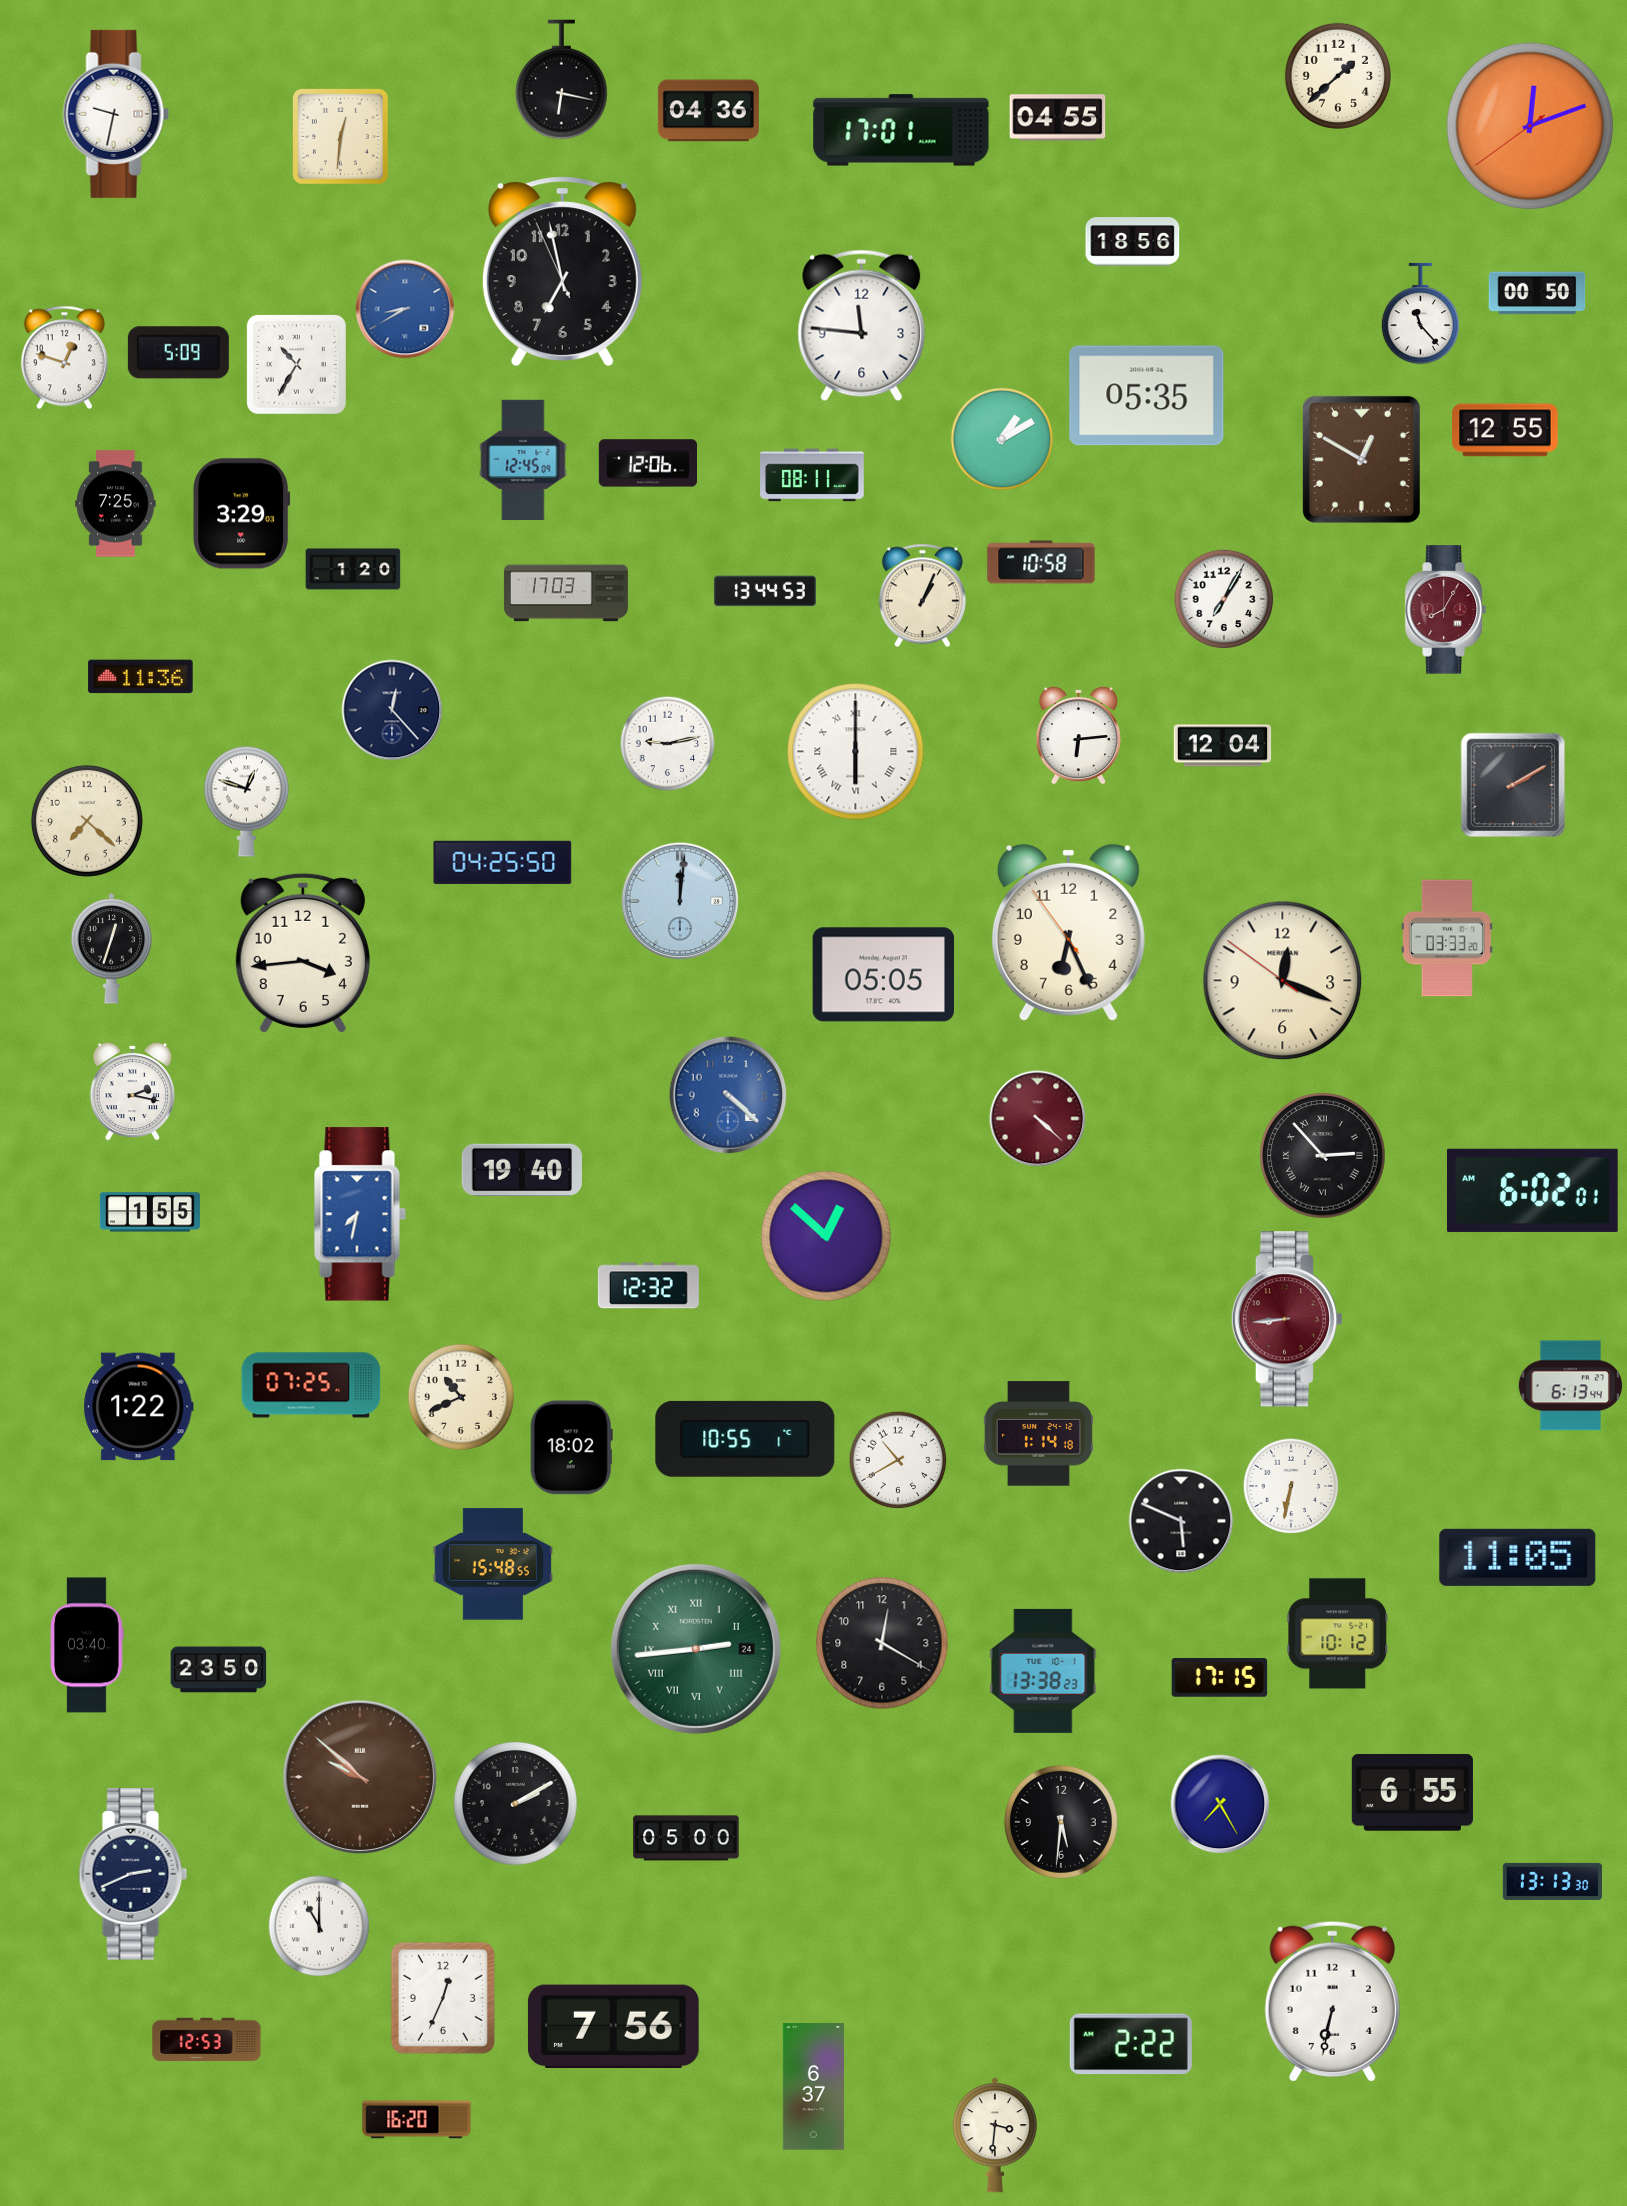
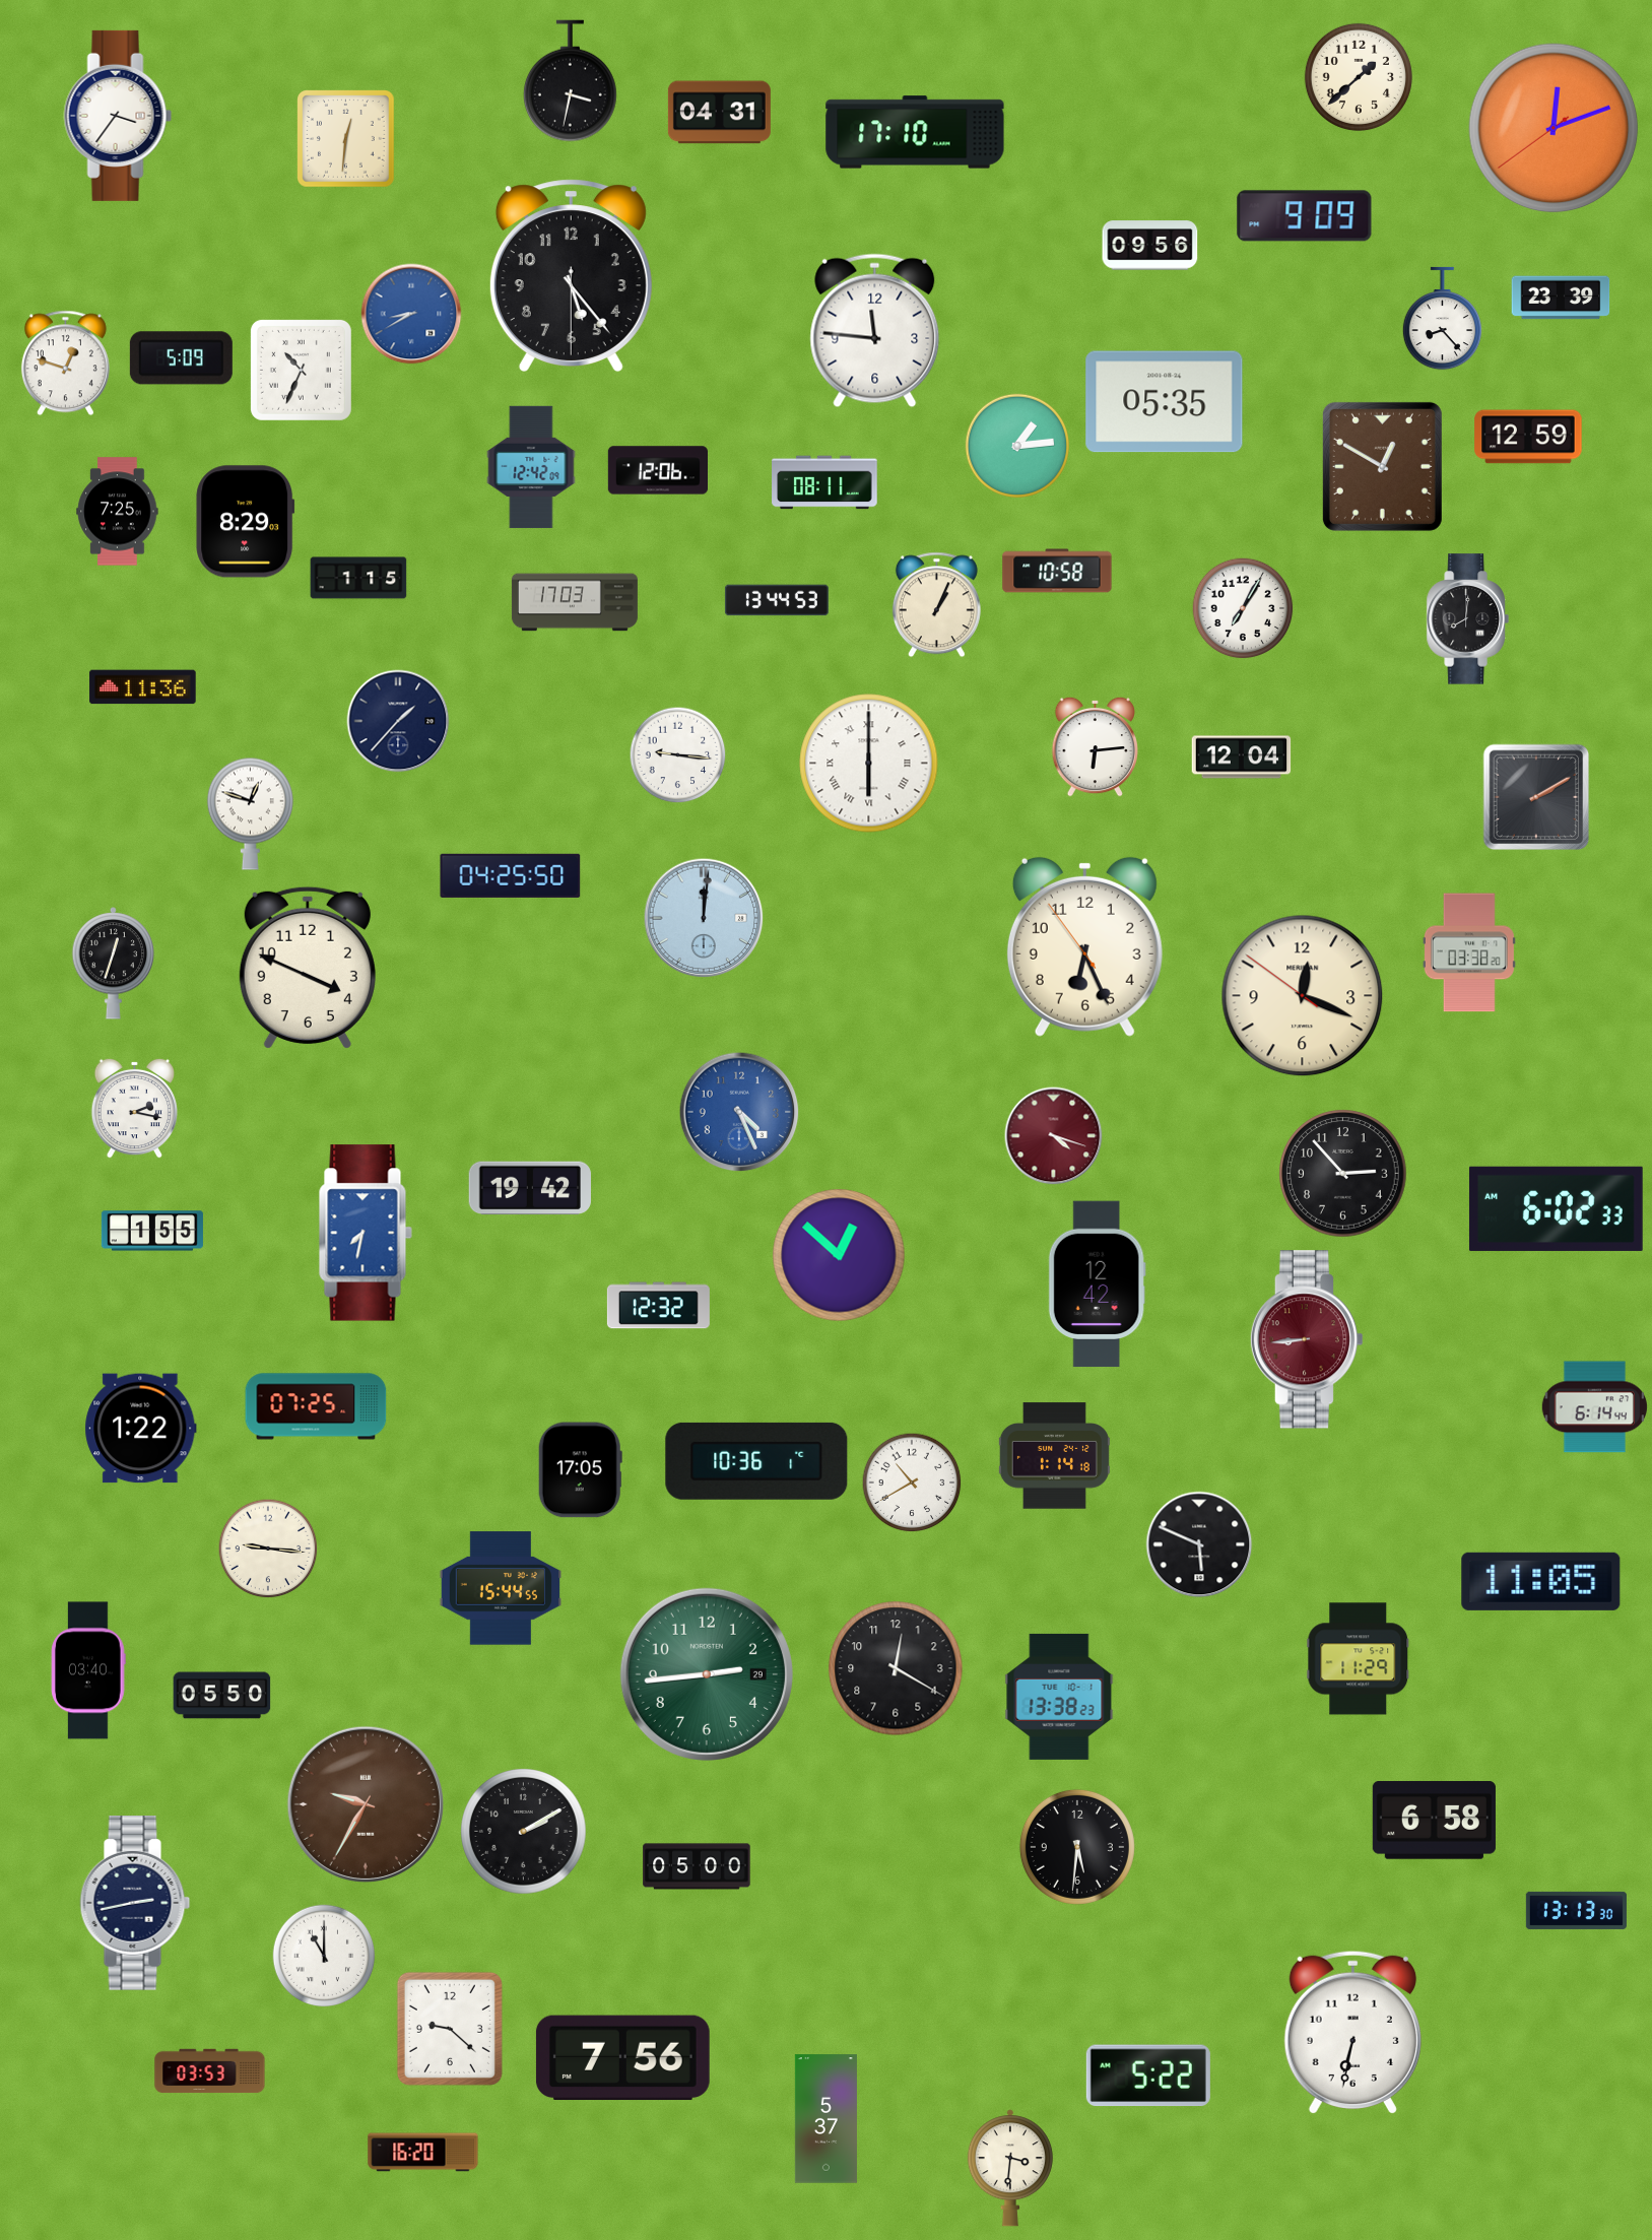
clock at (561, 80): 6:17 -> 3:32
clock at (708, 111): 04:36 -> 04:31
clock at (116, 114): 9:32 -> 3:36
clock at (1058, 118): 04:55 -> none
clock at (901, 130): 17:01 -> 17:10
clock at (1305, 216): none -> 9:09
clock at (1133, 242): 18:56 -> 09:56
clock at (562, 271): 6:57 -> 5:23
clock at (1537, 293): 00:50 -> 23:39
clock at (1420, 314): 11:23 -> 8:23
clock at (296, 364): 10:35 -> 10:34
clock at (1505, 430): 12:55 -> 12:59
clock at (1001, 438): 1:10 -> 1:14
clock at (523, 460): 12:45 -> 12:42
clock at (242, 514): 3:29 -> 8:29
clock at (353, 569): 1:20 -> 1:15
clock at (1445, 610): 8:05 -> 8:01
clock at (1445, 610) dial: burgundy -> black
clock at (392, 710): 12:23 -> 1:37
clock at (668, 744): 9:13 -> 9:16
clock at (87, 821): 7:22 -> none
clock at (680, 901) position: (680, 901) -> (704, 918)
clock at (1447, 938): 03:33 -> 03:38
clock at (303, 953): 3:44 -> 3:49
clock at (883, 975): 05:05 -> none
clock at (728, 1095): 4:22 -> 4:26
clock at (1038, 1119): 4:22 -> 4:18
clock at (1323, 1156) numerals: Roman -> Arabic
clock at (522, 1170): 19:40 -> 19:42
clock at (1532, 1190): 6:02:01 -> 6:02:33
clock at (1097, 1284): none -> 12:42
clock at (1570, 1386): 6:13 -> 6:14
clock at (461, 1397): 10:41 -> none
clock at (745, 1439): 10:55 -> 10:36
clock at (571, 1448): 18:02 -> 17:05
clock at (1291, 1486): 6:32 -> none
clock at (268, 1549): none -> 9:16
clock at (492, 1564): 15:48 -> 15:44
clock at (1338, 1634): 10:12 -> 11:29
clock at (696, 1649) date: 24 -> 29
clock at (696, 1649) numerals: Roman -> Arabic
clock at (219, 1670): 23:50 -> 05:50
clock at (1220, 1678): 17:15 -> none
clock at (360, 1777): 9:52 -> 9:35
clock at (1412, 1793): 6:55 -> 6:58
clock at (1220, 1804): 7:25 -> none
clock at (1061, 1822) position: (1061, 1822) -> (1077, 1847)
clock at (133, 1875): 2:41 -> 2:43
clock at (443, 1998): 12:34 -> 9:22
clock at (207, 2040): 12:53 -> 03:53
clock at (1131, 2044): 2:22 -> 5:22
clock at (813, 2087): 6:37 -> 5:37
